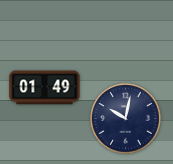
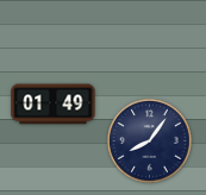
clock at (126, 119): 10:02 -> 8:06
